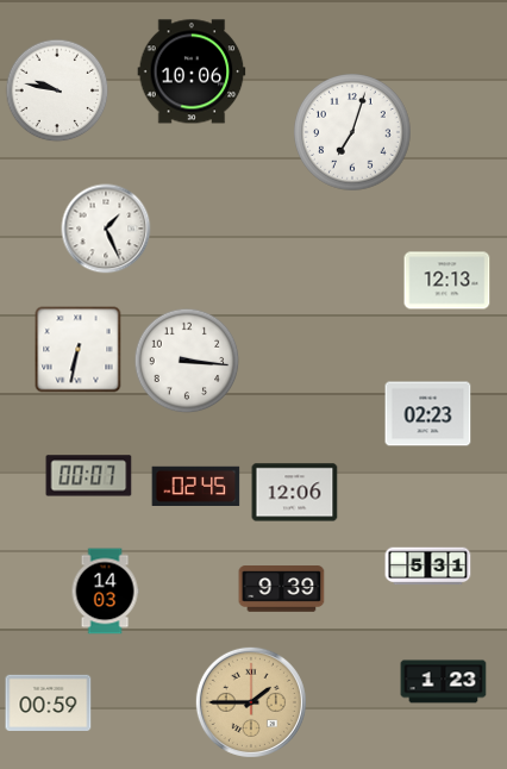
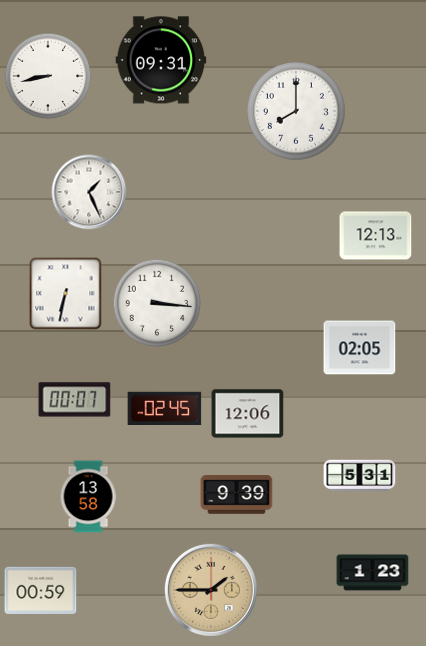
clock at (192, 71): 10:06 -> 09:31
clock at (57, 90): 9:47 -> 8:43
clock at (352, 132): 7:03 -> 8:00
clock at (428, 414): 02:23 -> 02:05
clock at (105, 592): 14:03 -> 13:58
